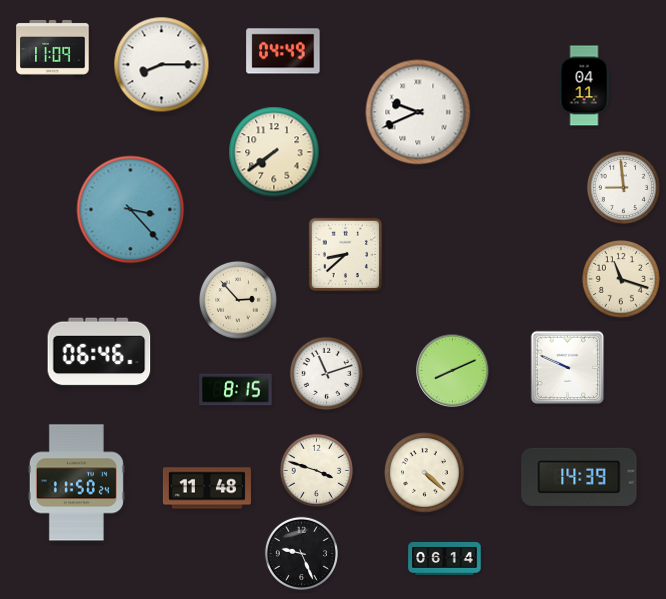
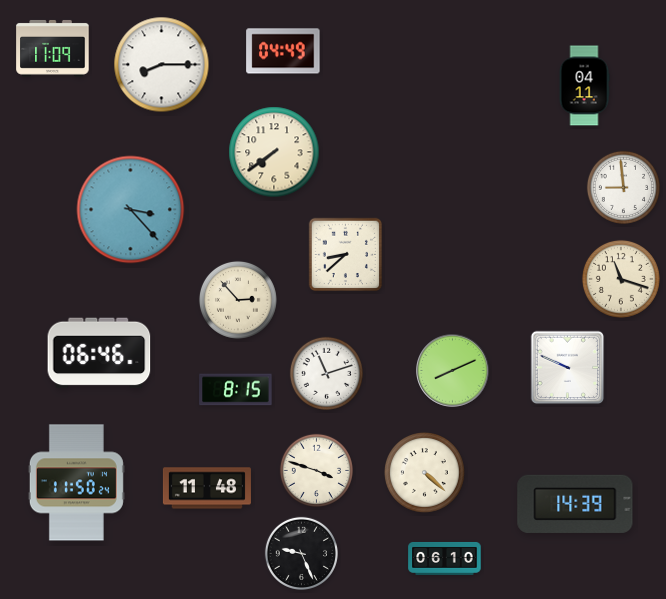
clock at (418, 112): 9:41 -> none
clock at (579, 477) position: (579, 477) -> (575, 504)
clock at (445, 558): 06:14 -> 06:10
